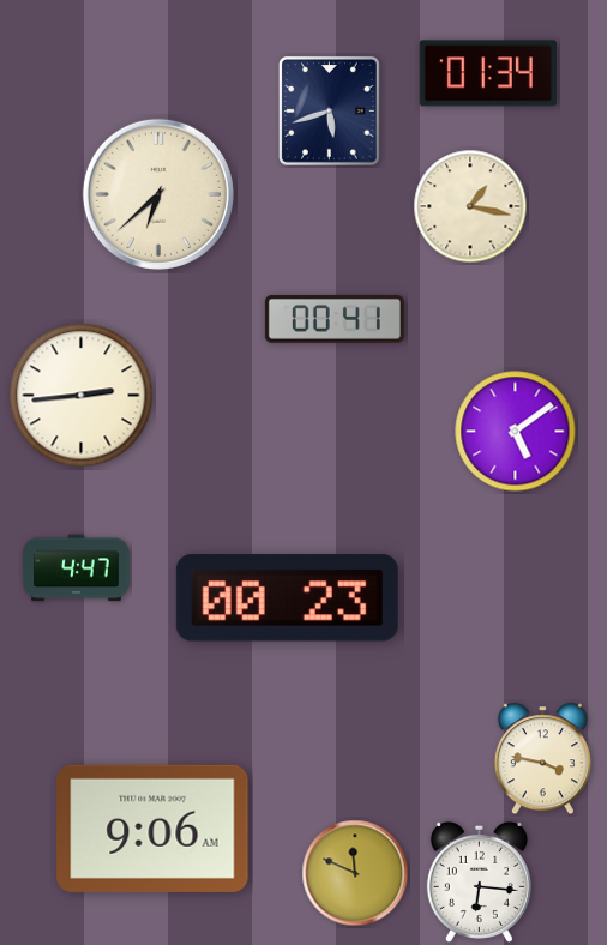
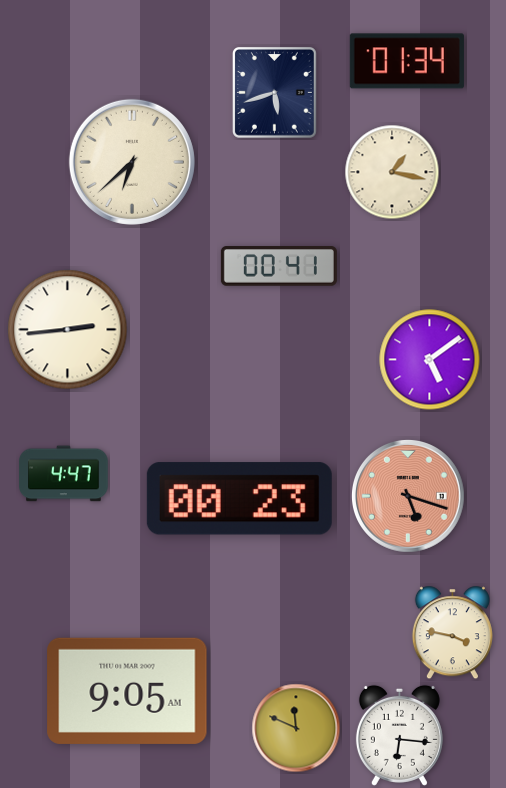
clock at (408, 496): none -> 5:18
clock at (152, 829): 9:06 -> 9:05
